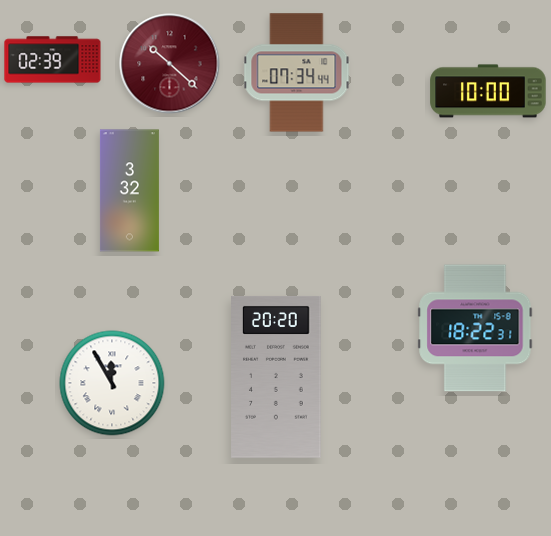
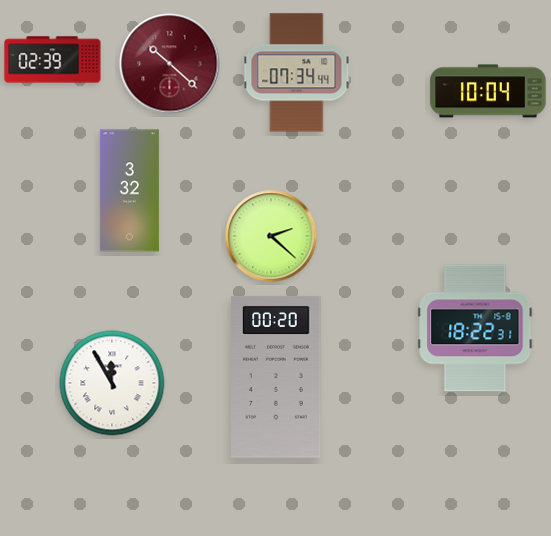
clock at (488, 91): 10:00 -> 10:04
clock at (271, 236): none -> 2:22
clock at (276, 377): 20:20 -> 00:20
